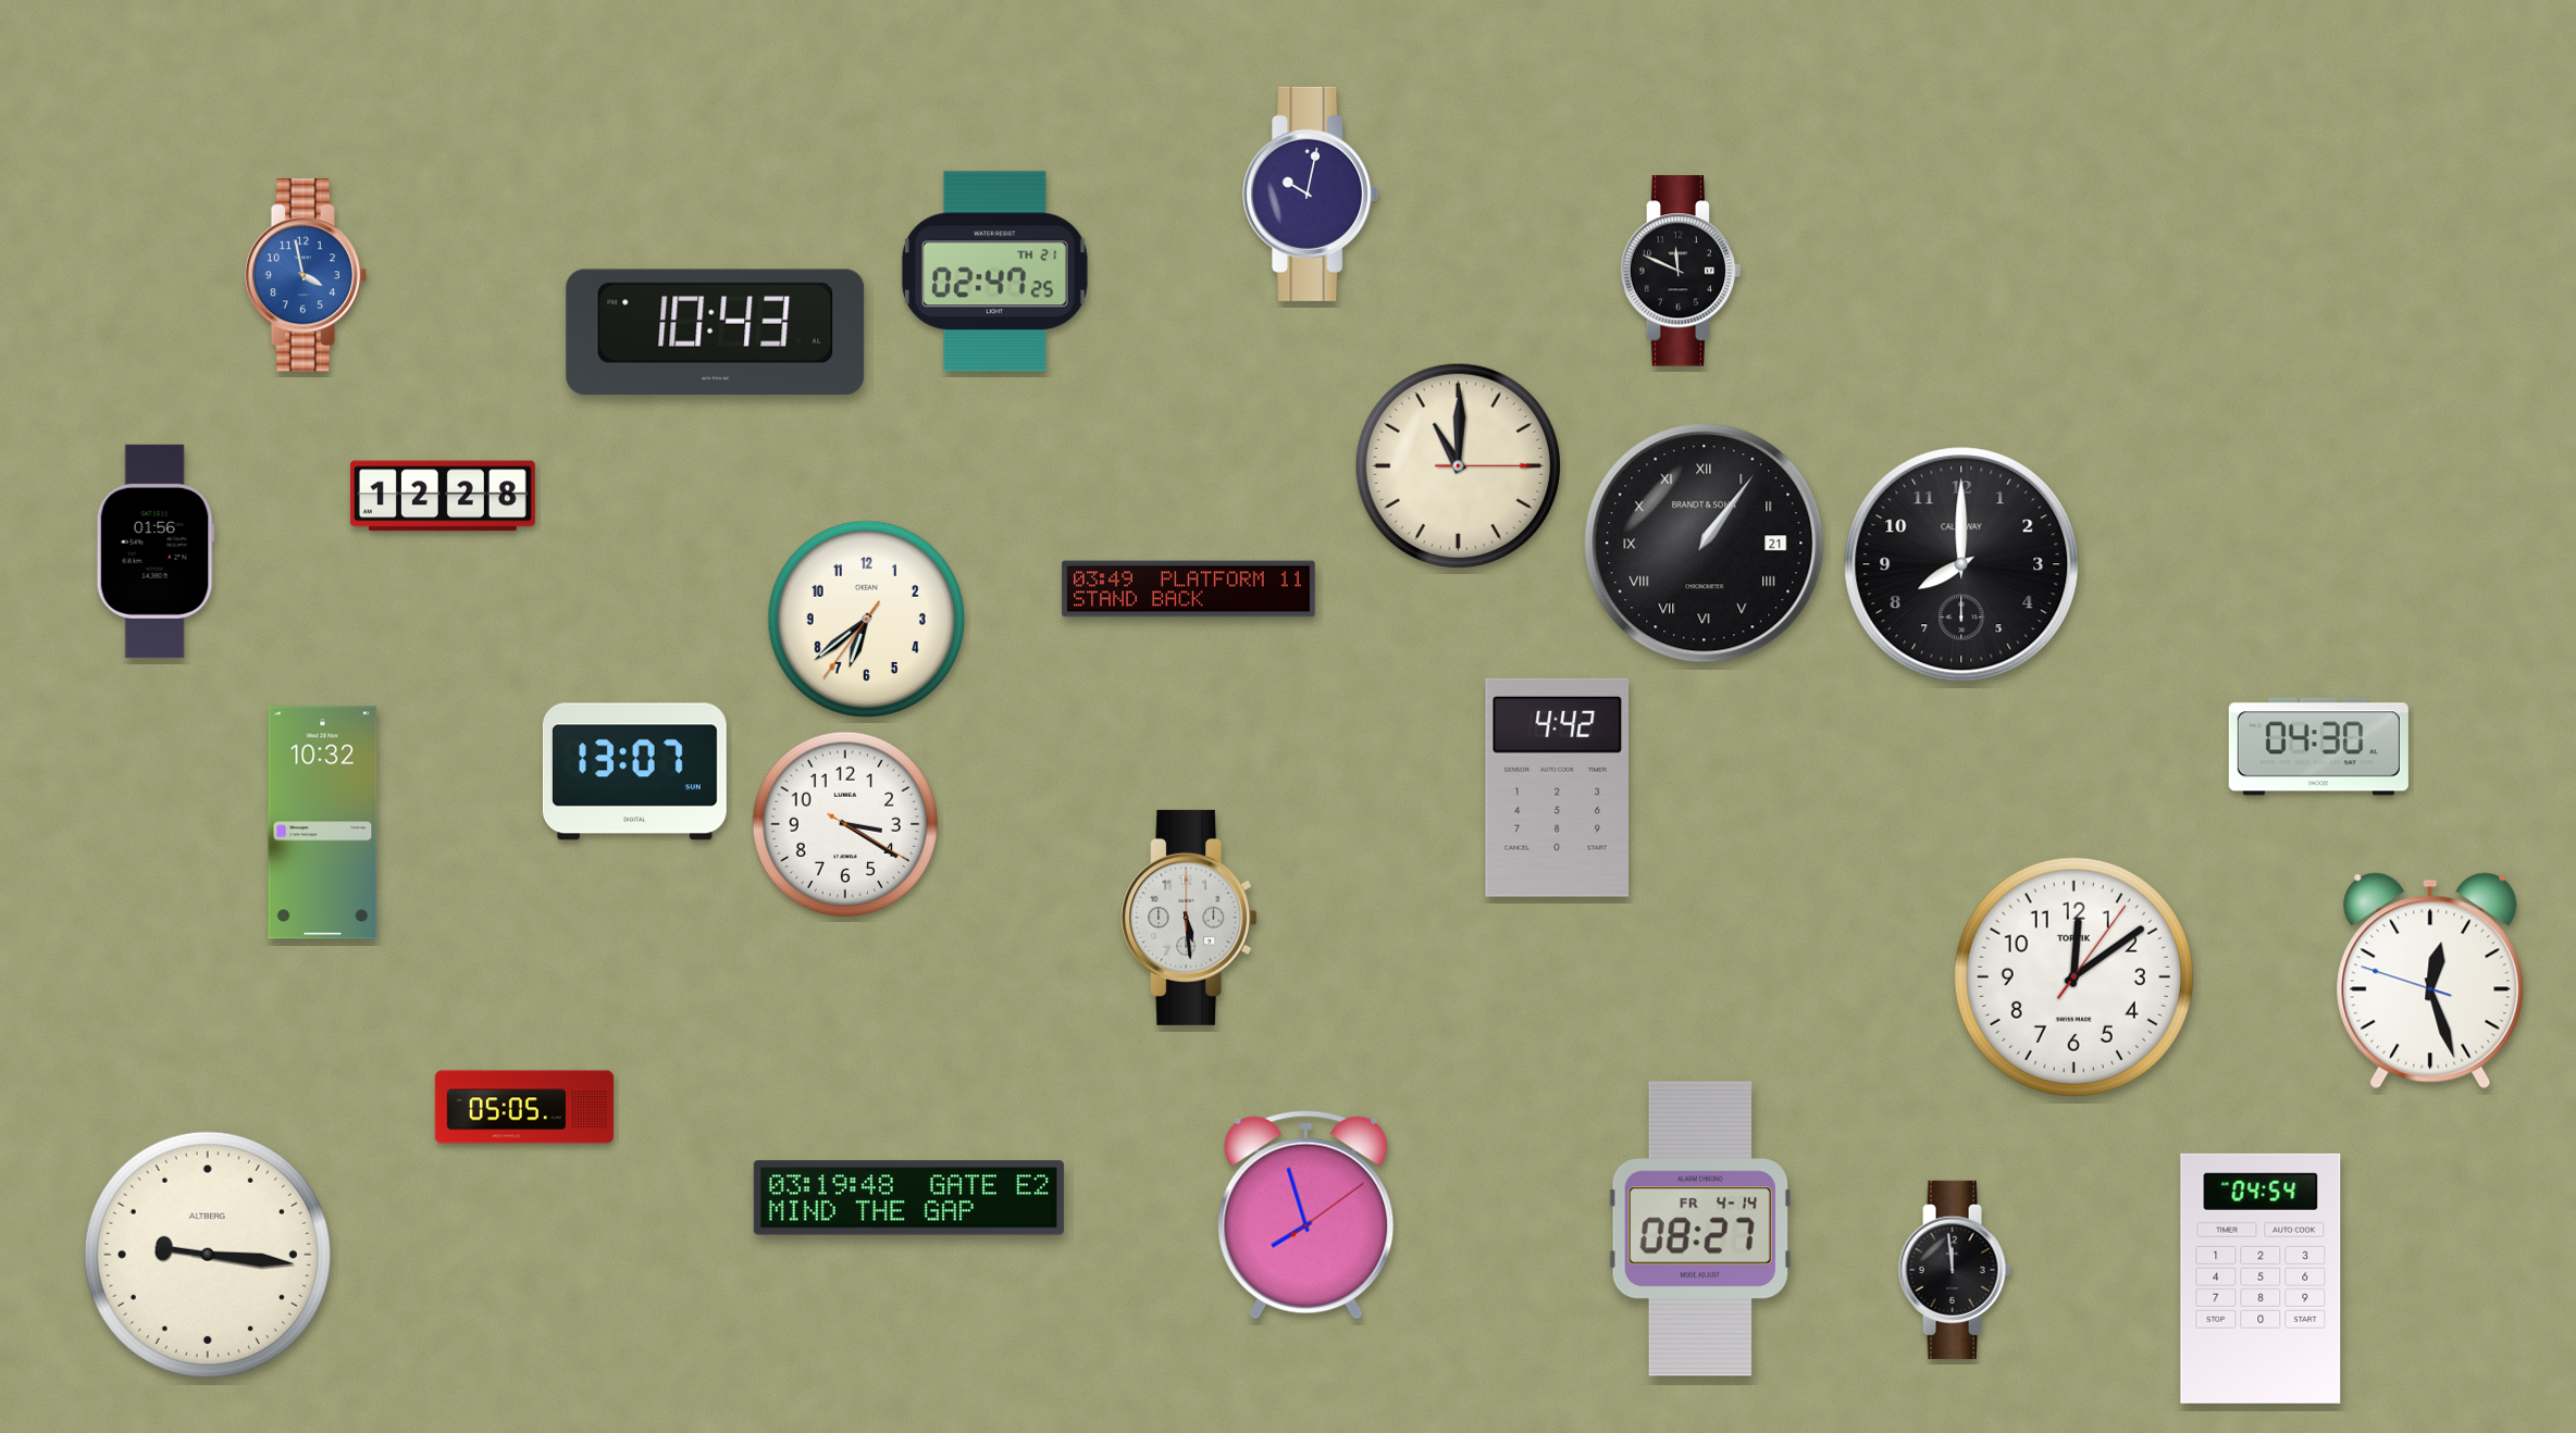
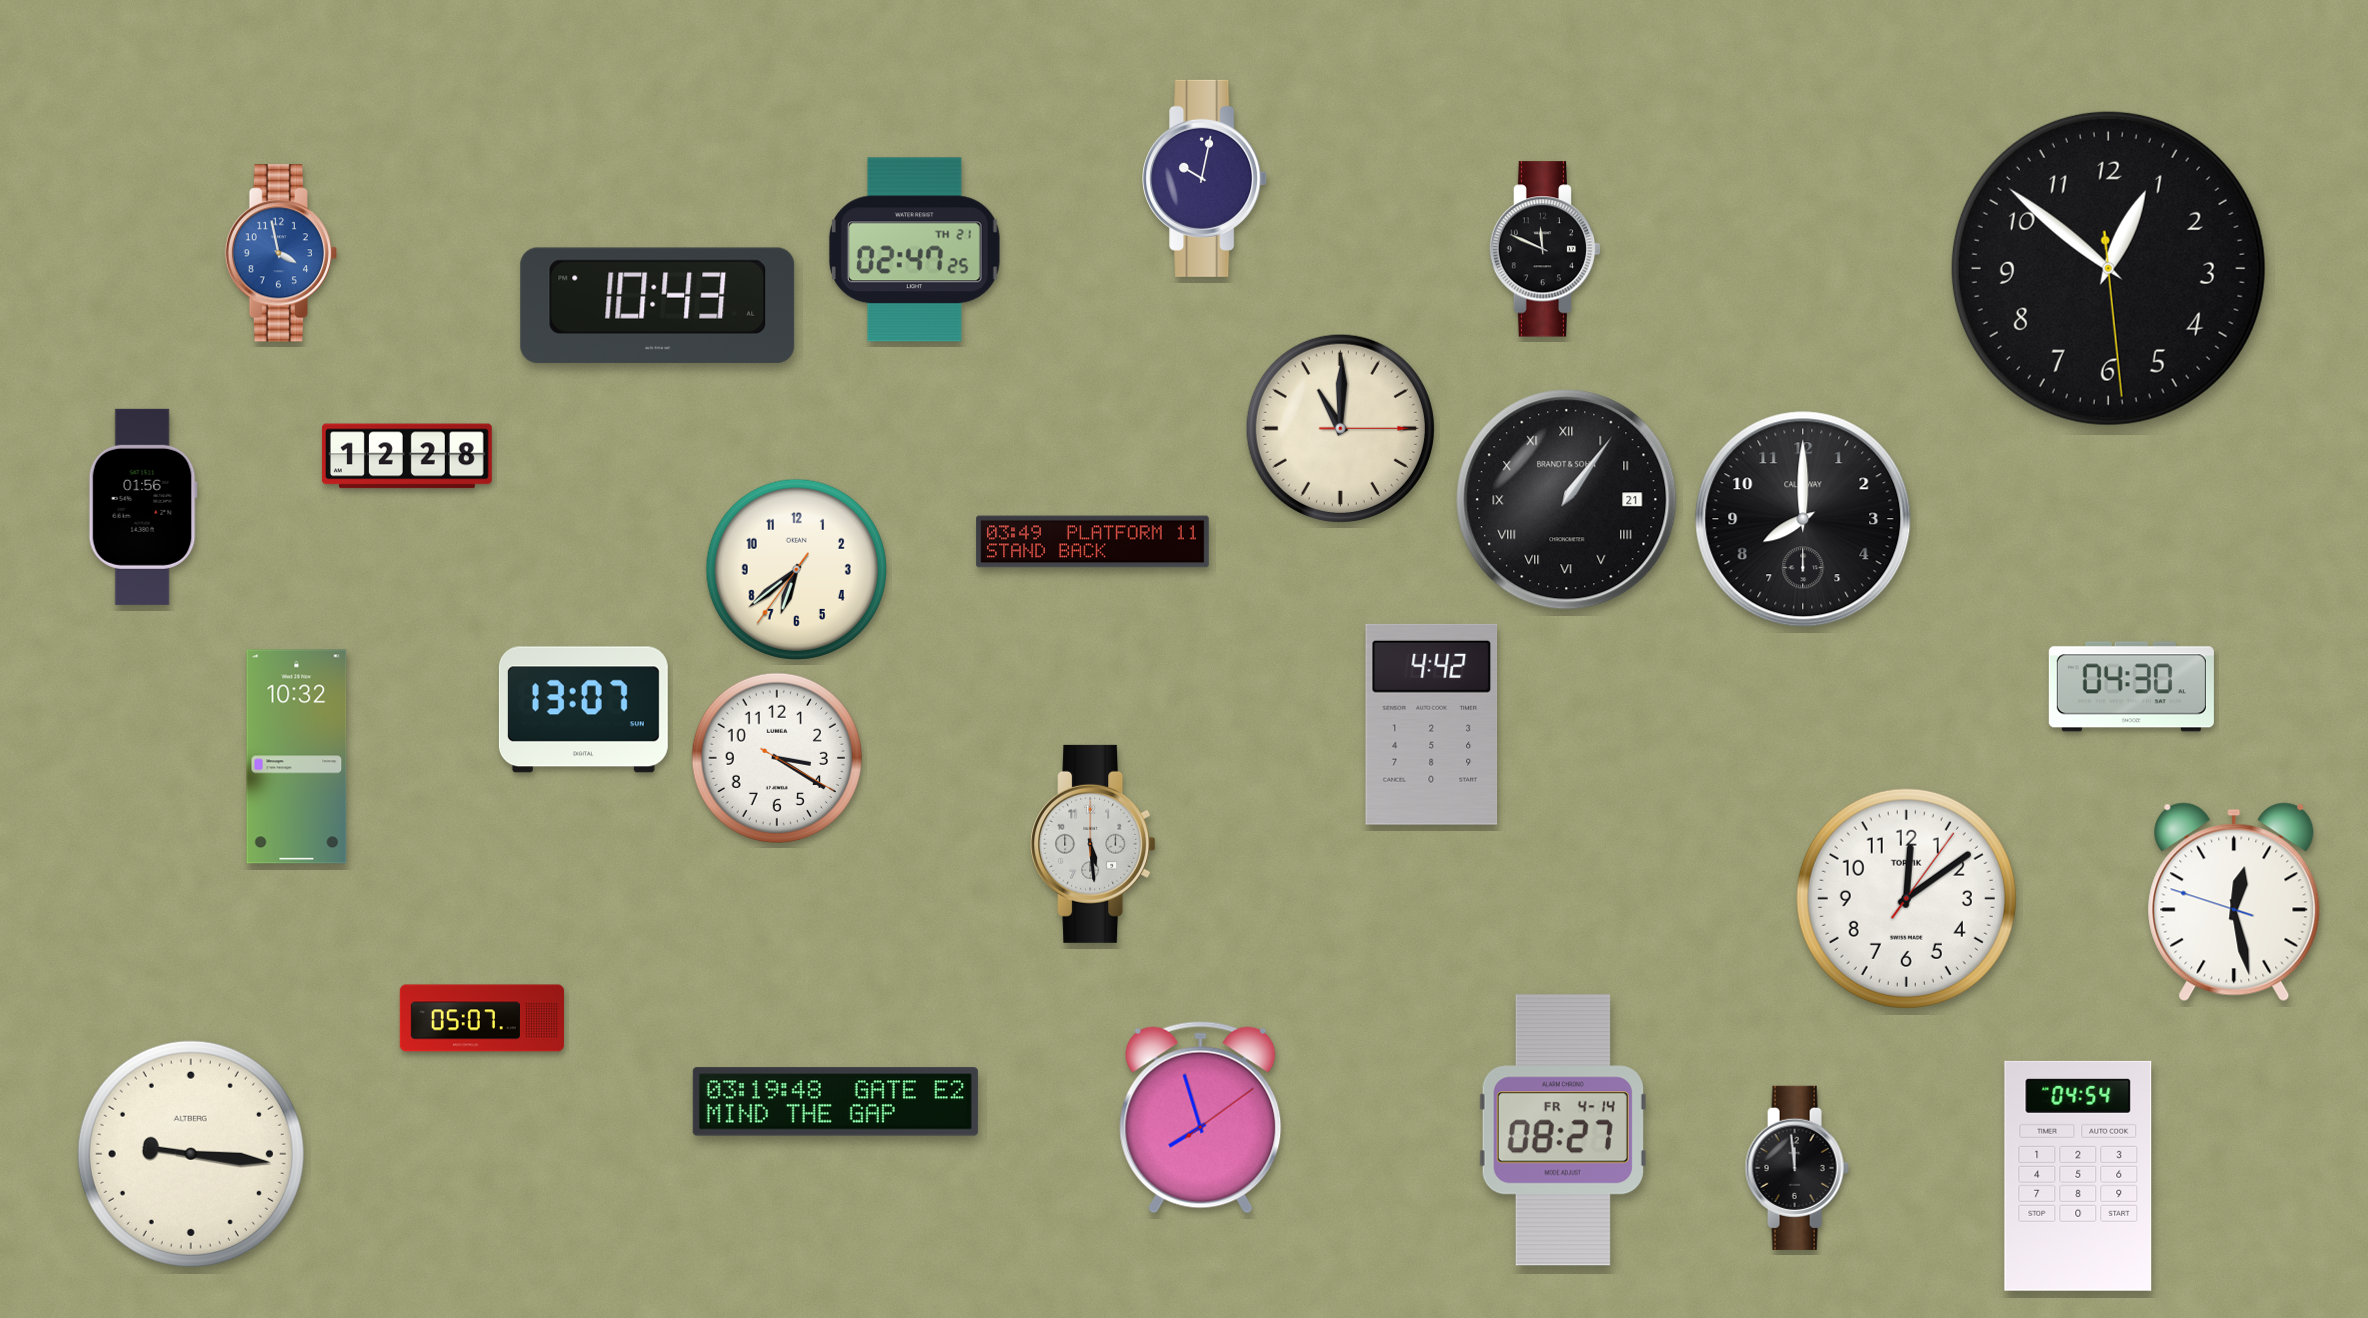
clock at (2108, 268): none -> 12:51
clock at (2430, 981): 12:26 -> 12:27
clock at (524, 1107): 05:05 -> 05:07
